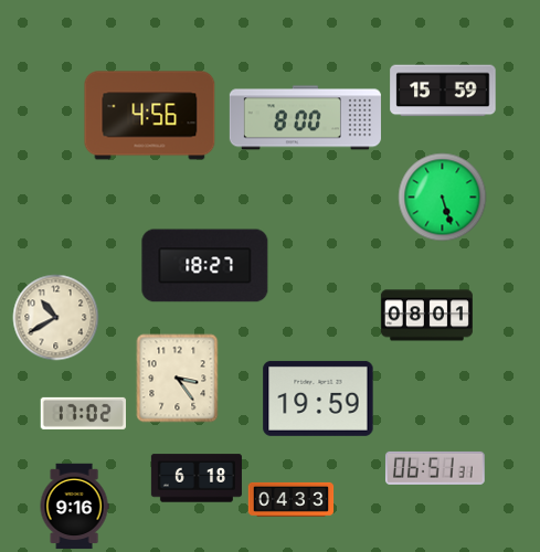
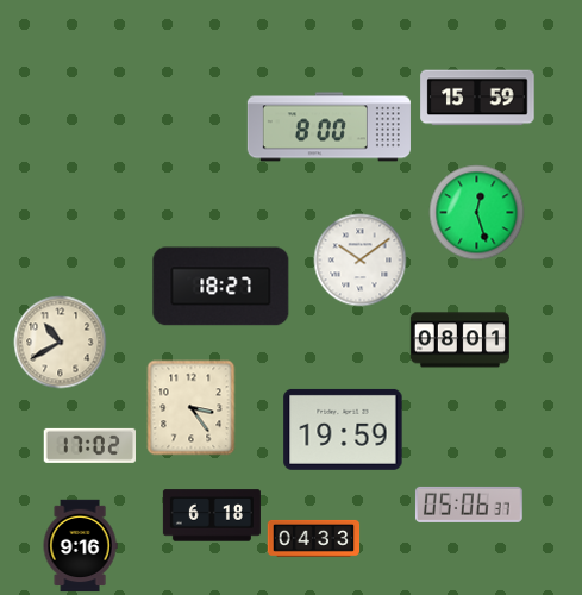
clock at (150, 116): 4:56 -> none
clock at (442, 197): 5:27 -> 12:27
clock at (359, 259): none -> 10:09
clock at (435, 468): 06:51 -> 05:06
